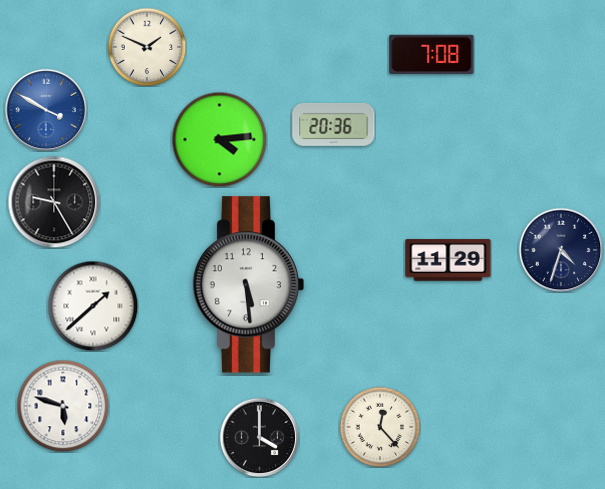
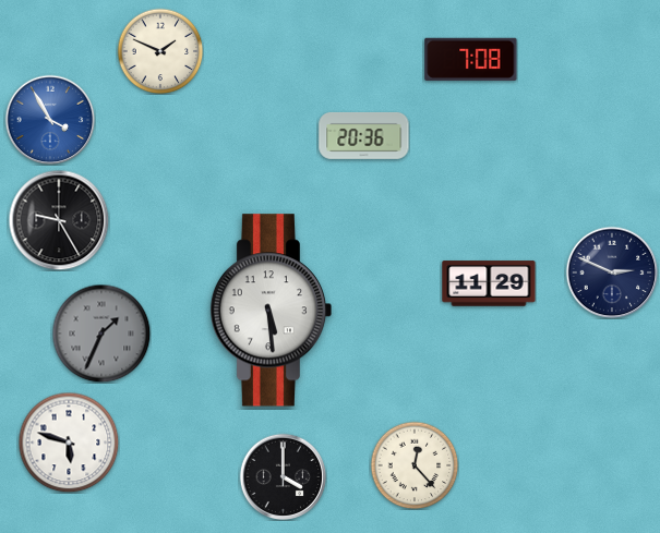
clock at (46, 110): 3:50 -> 3:55
clock at (219, 139): 4:14 -> none
clock at (561, 250): 4:33 -> 2:49
clock at (93, 306): 1:38 -> 1:34
clock at (93, 306) dial: white -> grey
